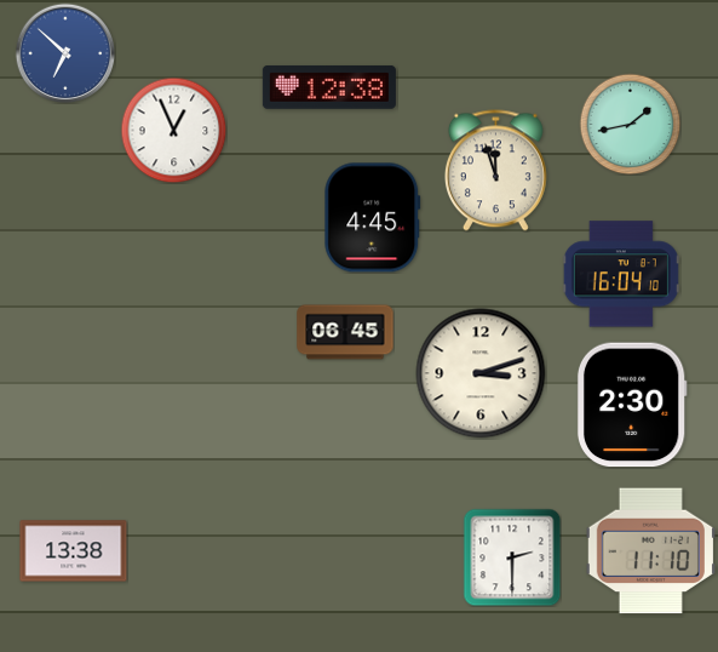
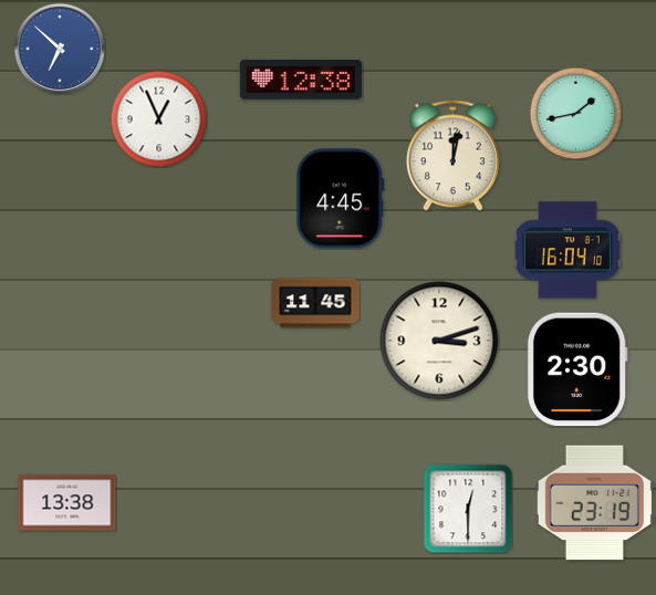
clock at (495, 171): 11:57 -> 12:02
clock at (345, 332): 06:45 -> 11:45
clock at (650, 551): 11:10 -> 23:19
clock at (512, 557): 2:30 -> 12:30
